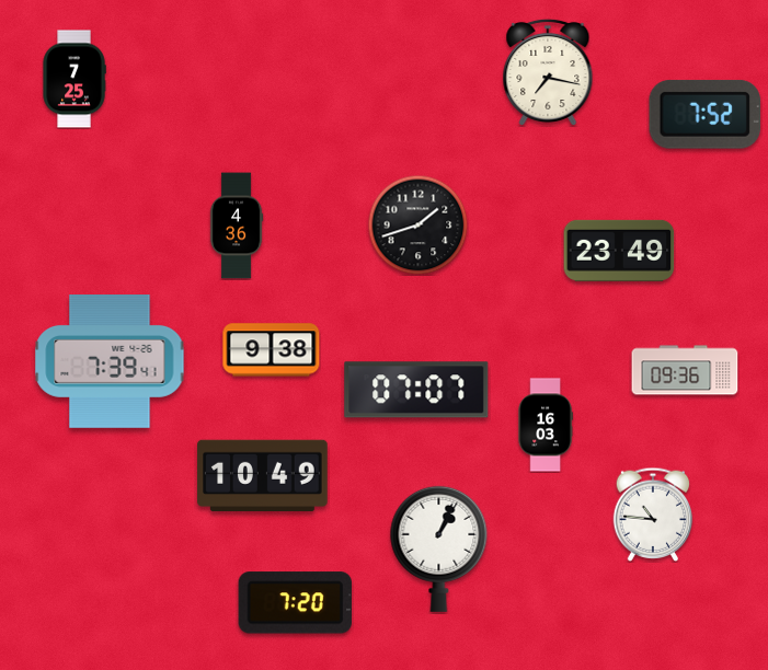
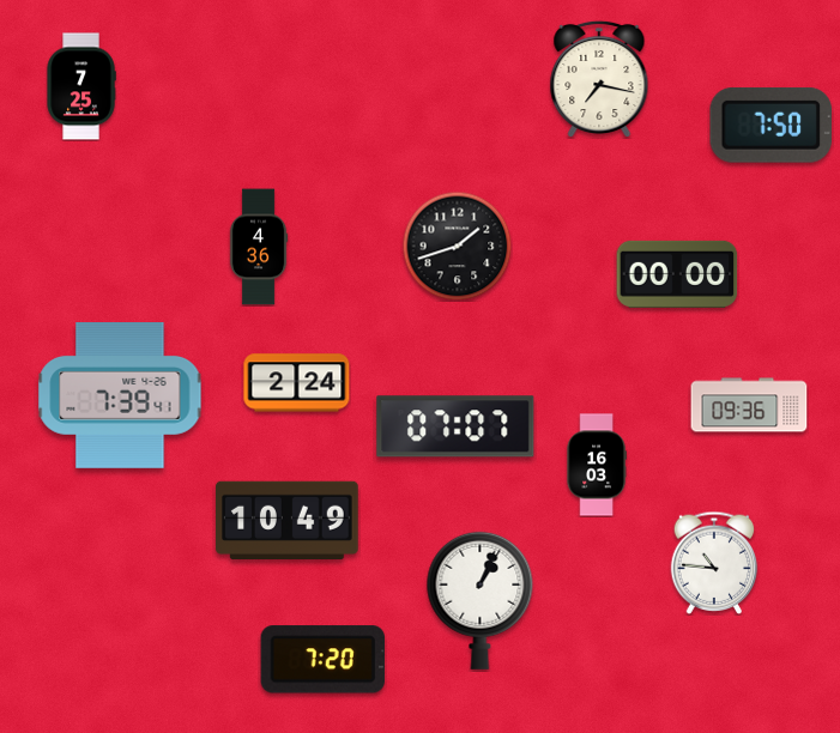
clock at (704, 114): 7:52 -> 7:50
clock at (619, 251): 23:49 -> 00:00
clock at (272, 350): 9:38 -> 2:24
